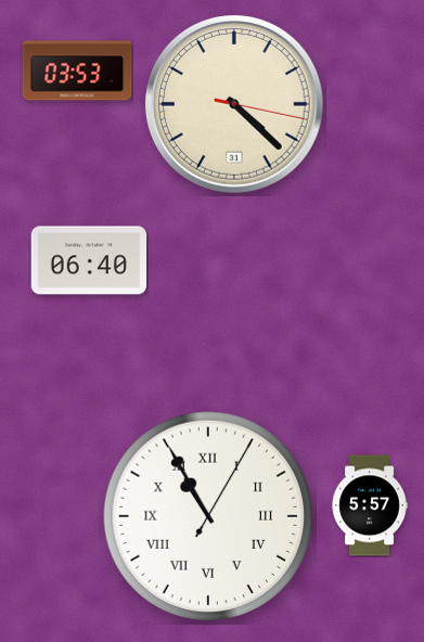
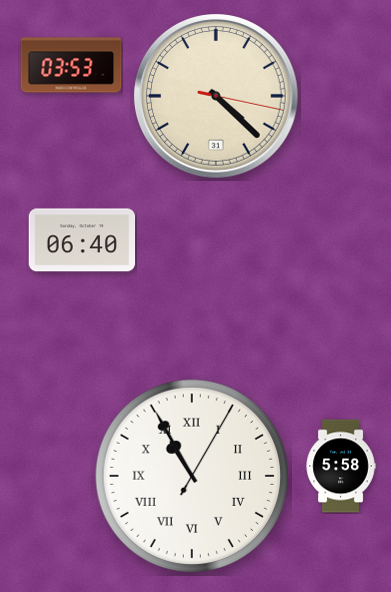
clock at (370, 505): 5:57 -> 5:58
